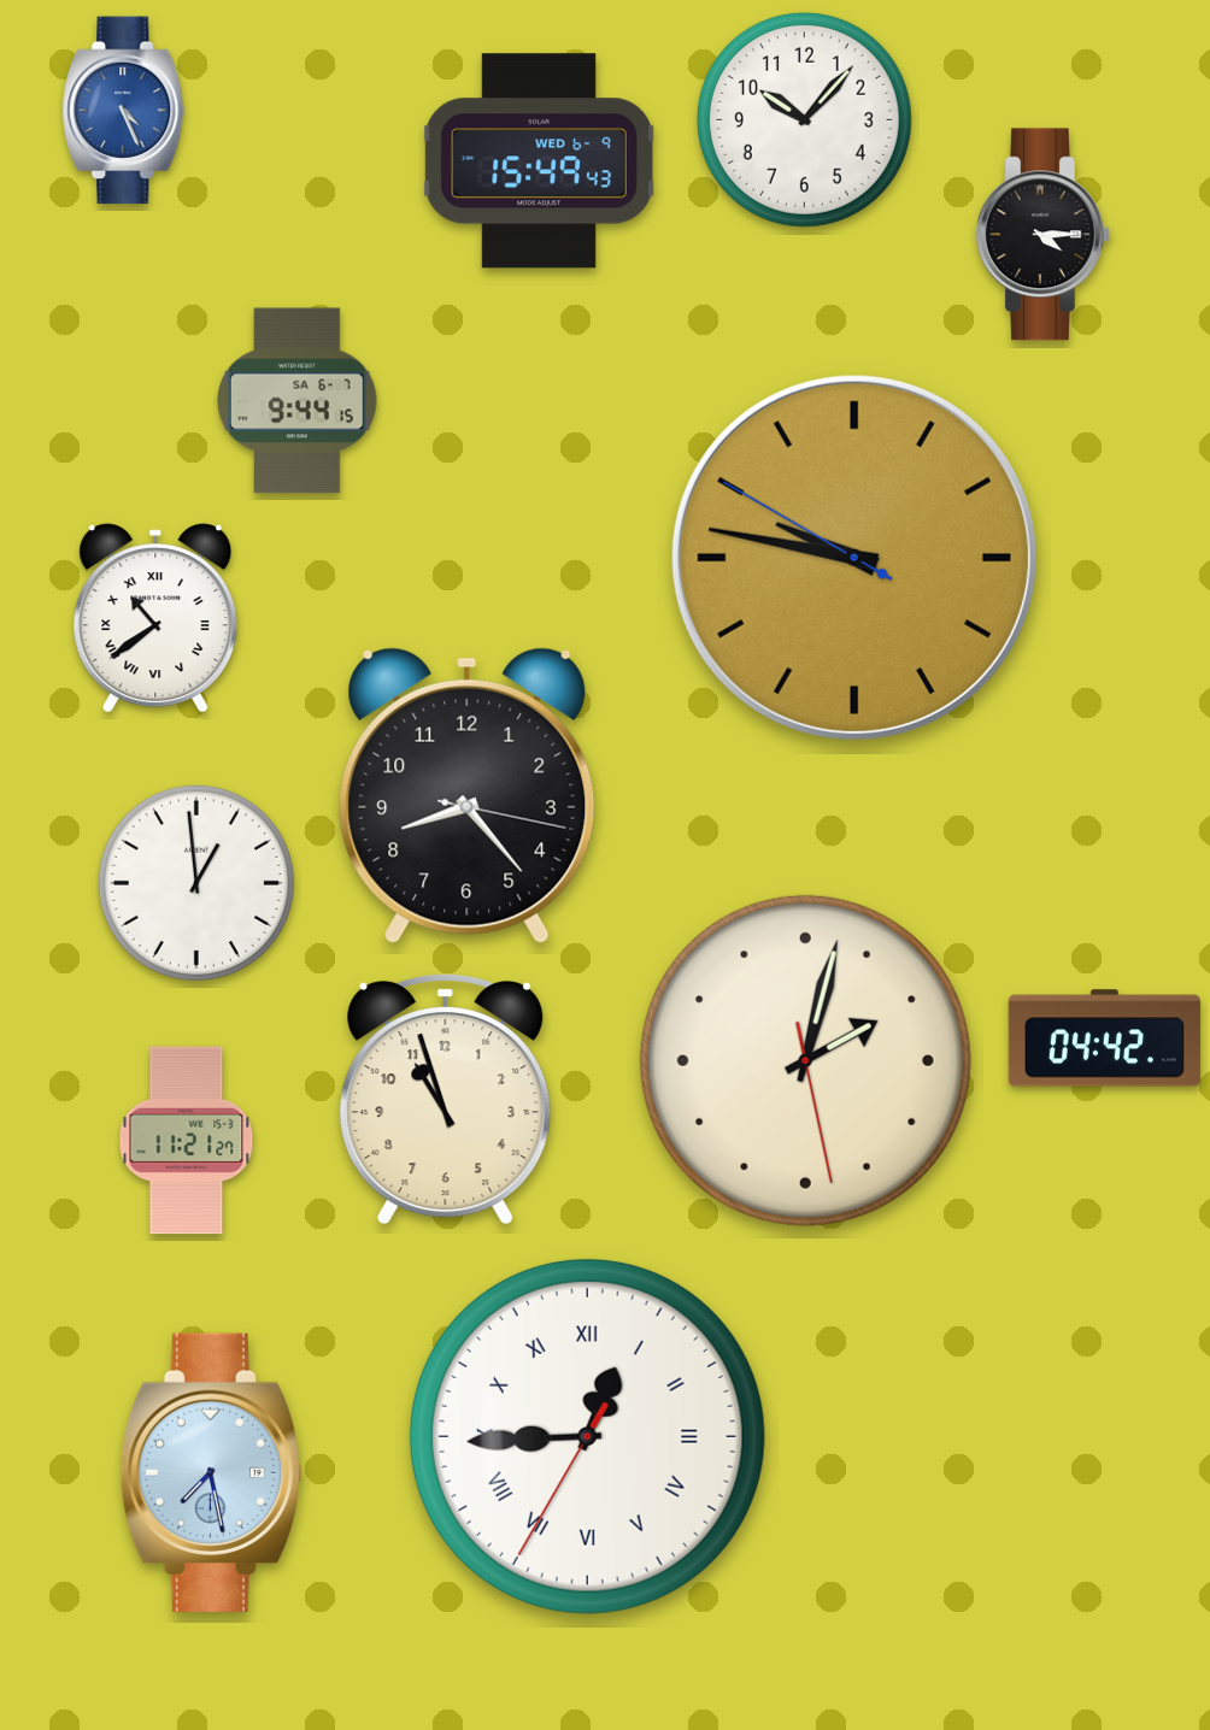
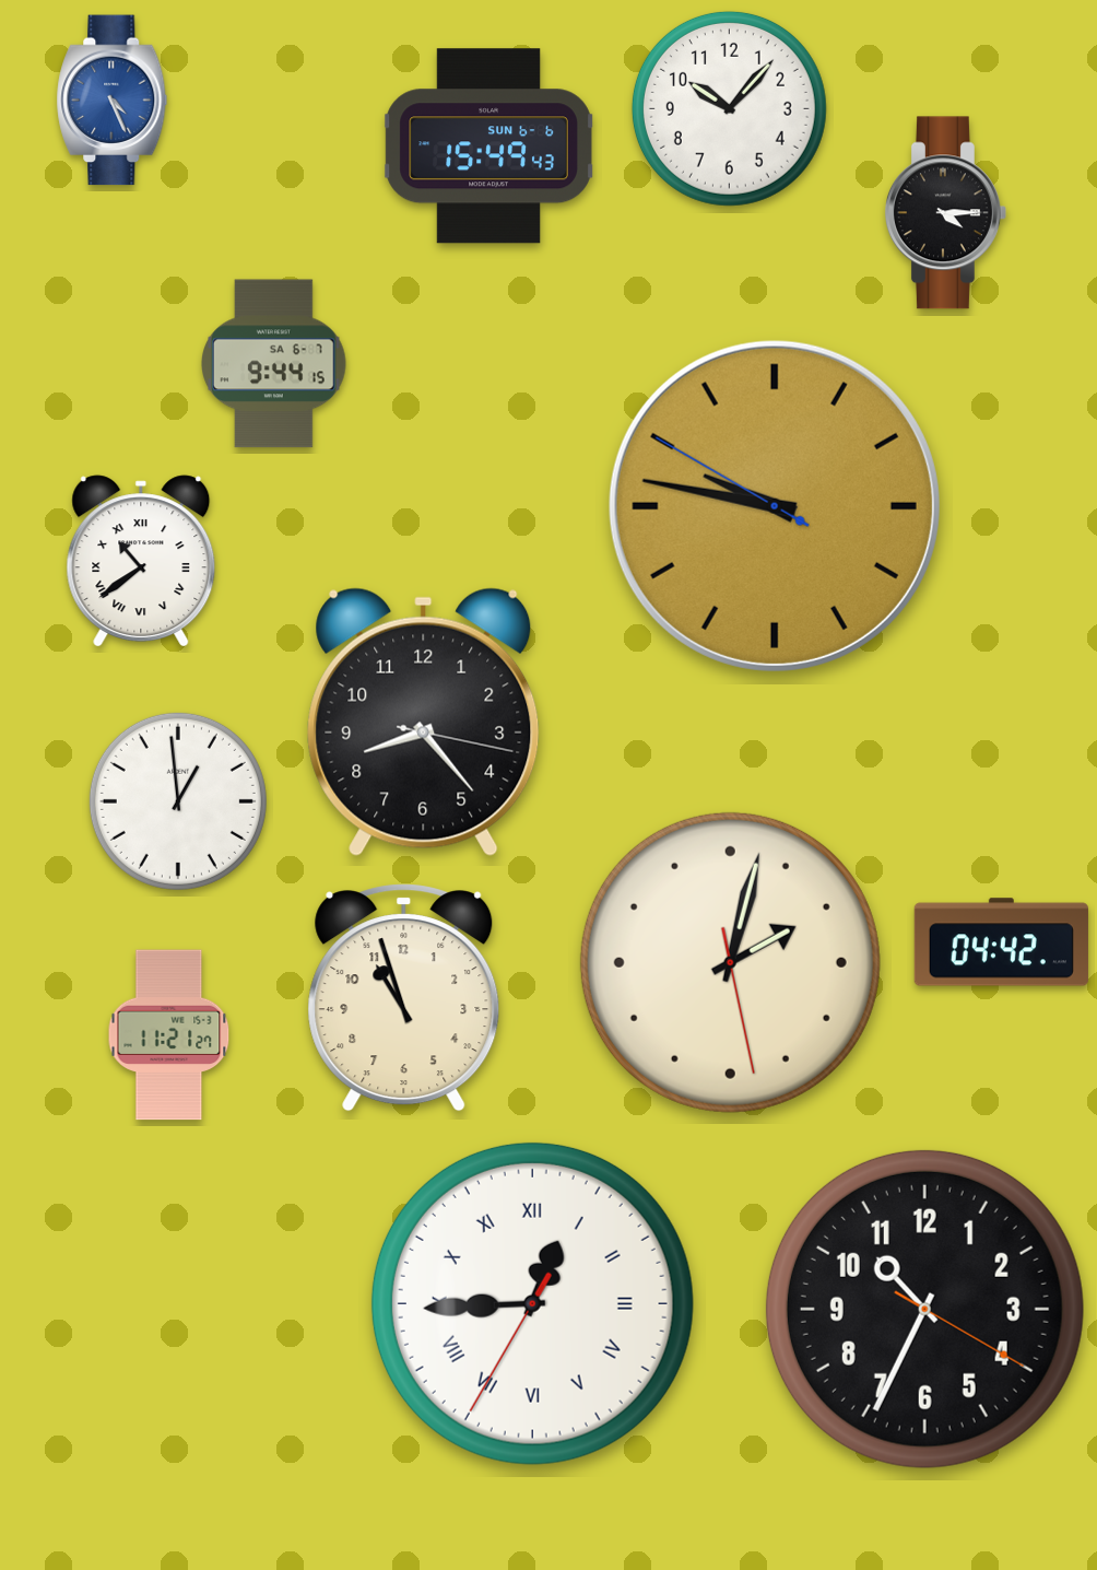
clock at (539, 161) date: WED 6-9 -> SUN 6-6
clock at (298, 401) position: (298, 401) -> (274, 364)
clock at (924, 1309): none -> 10:34
clock at (211, 1472): 7:28 -> none
